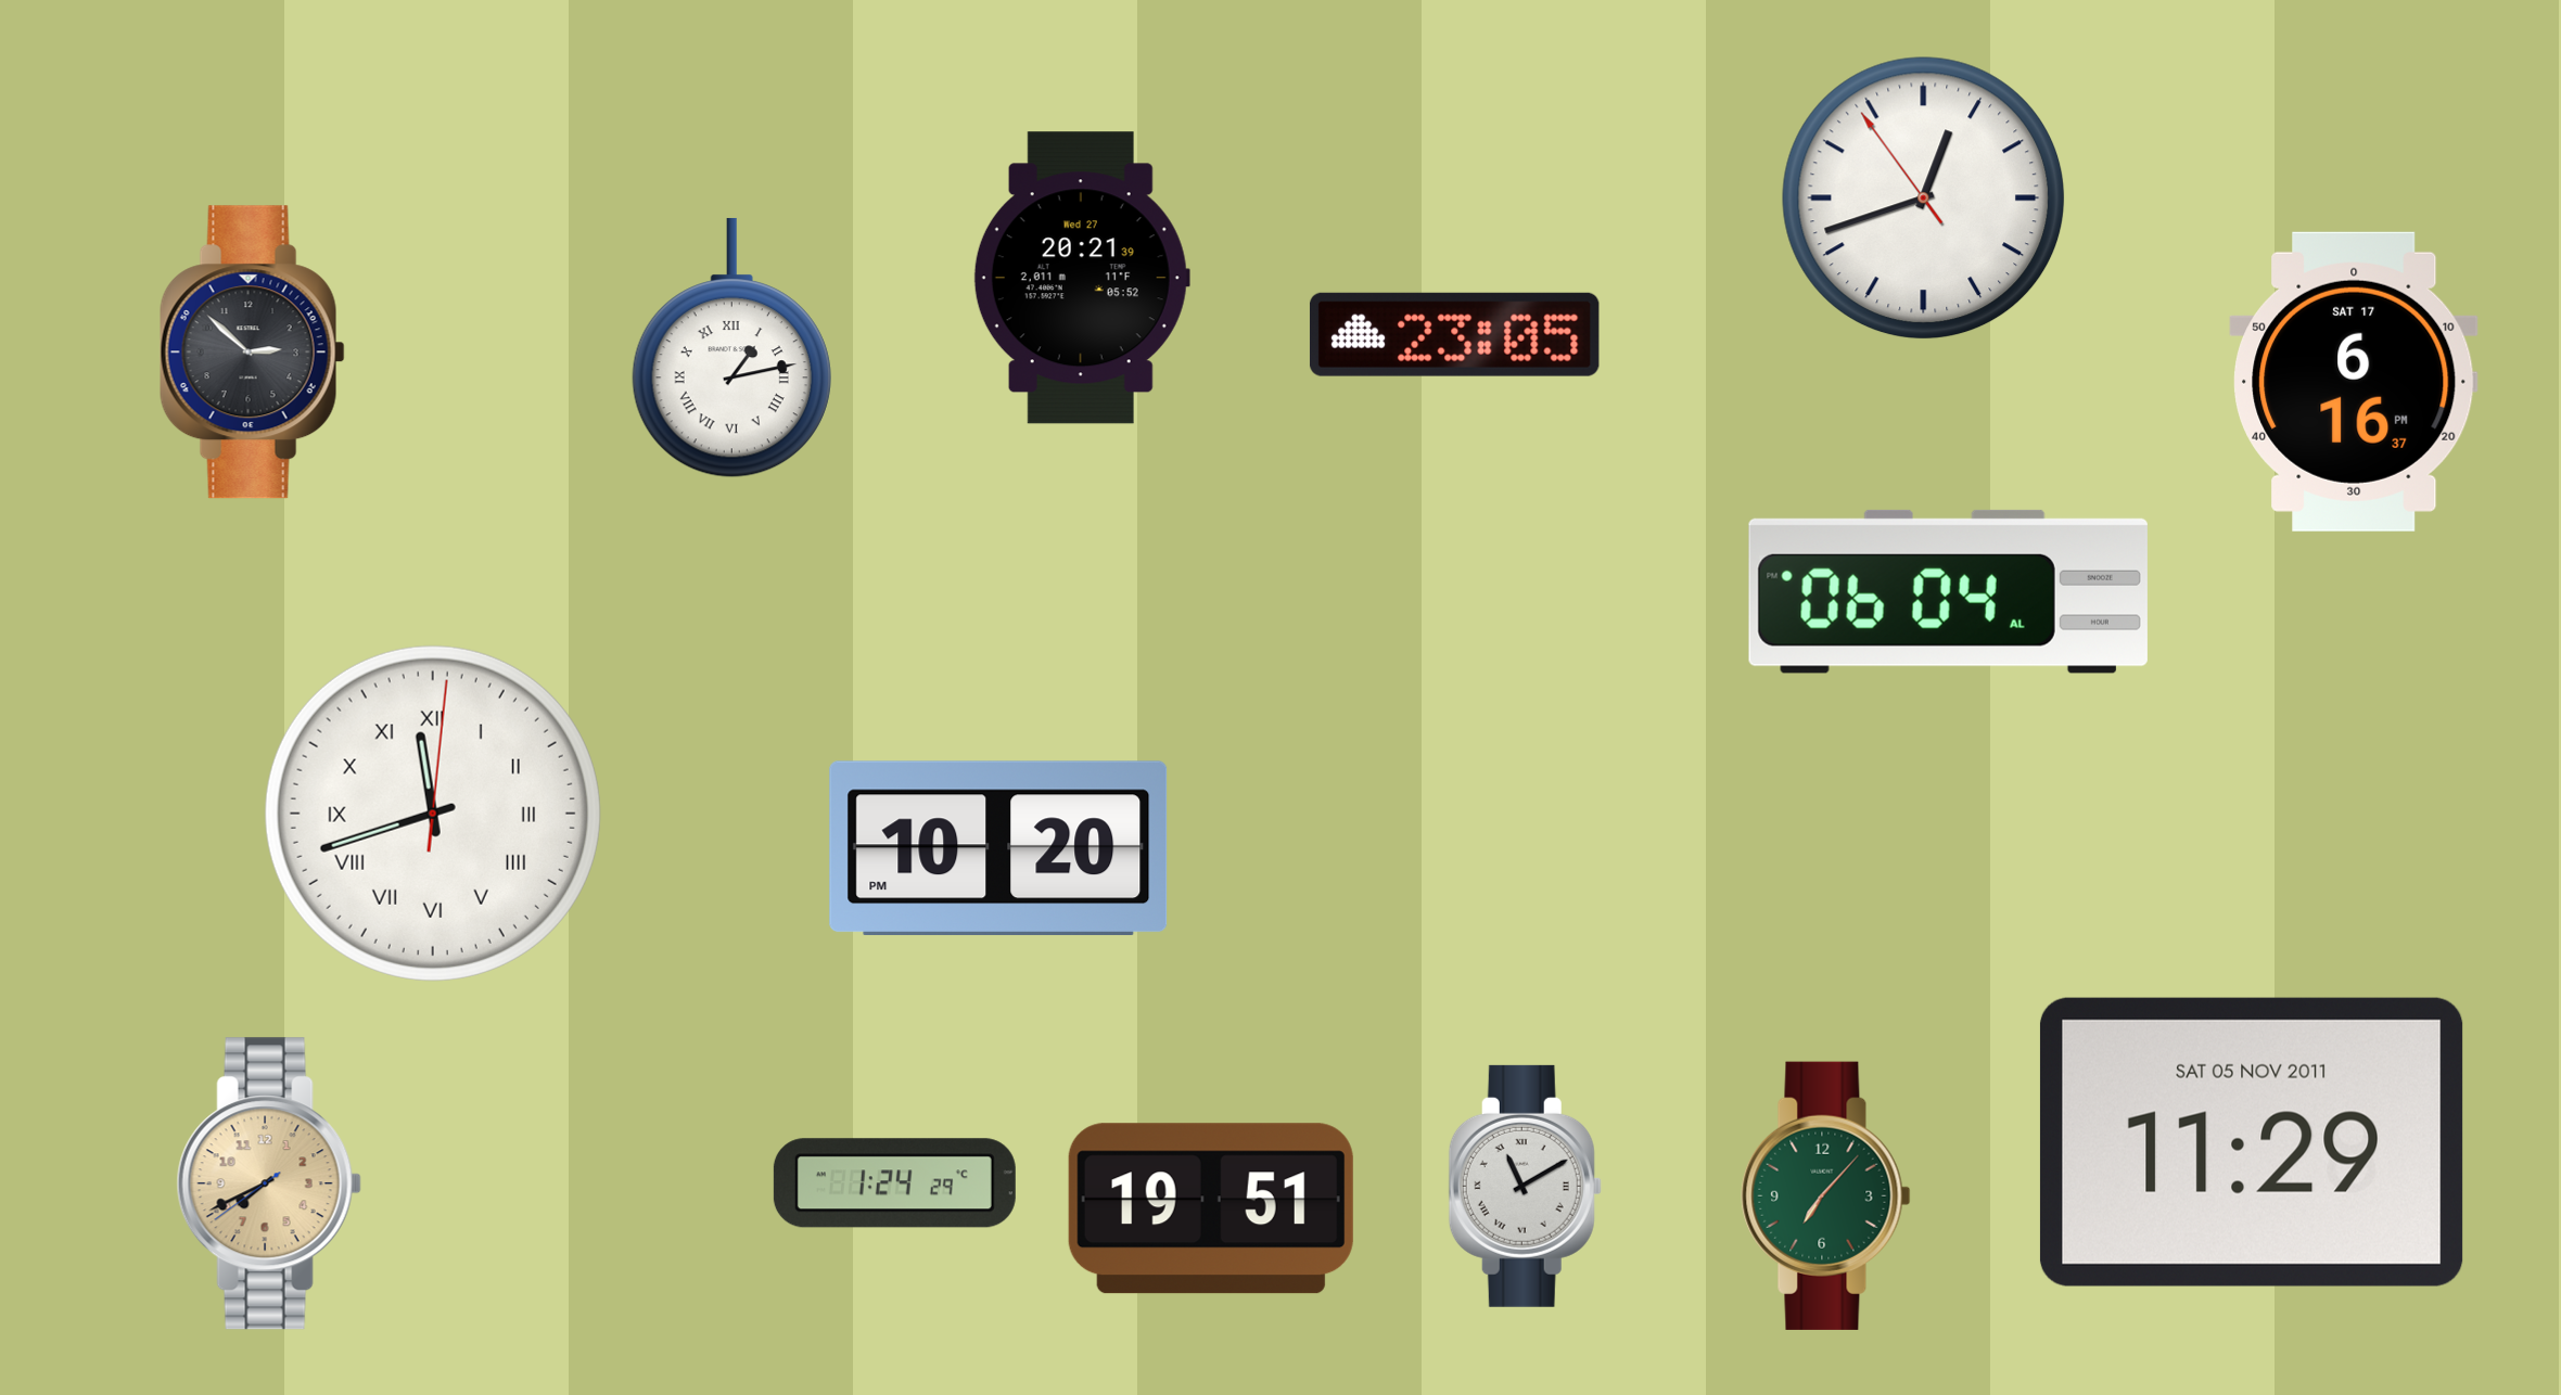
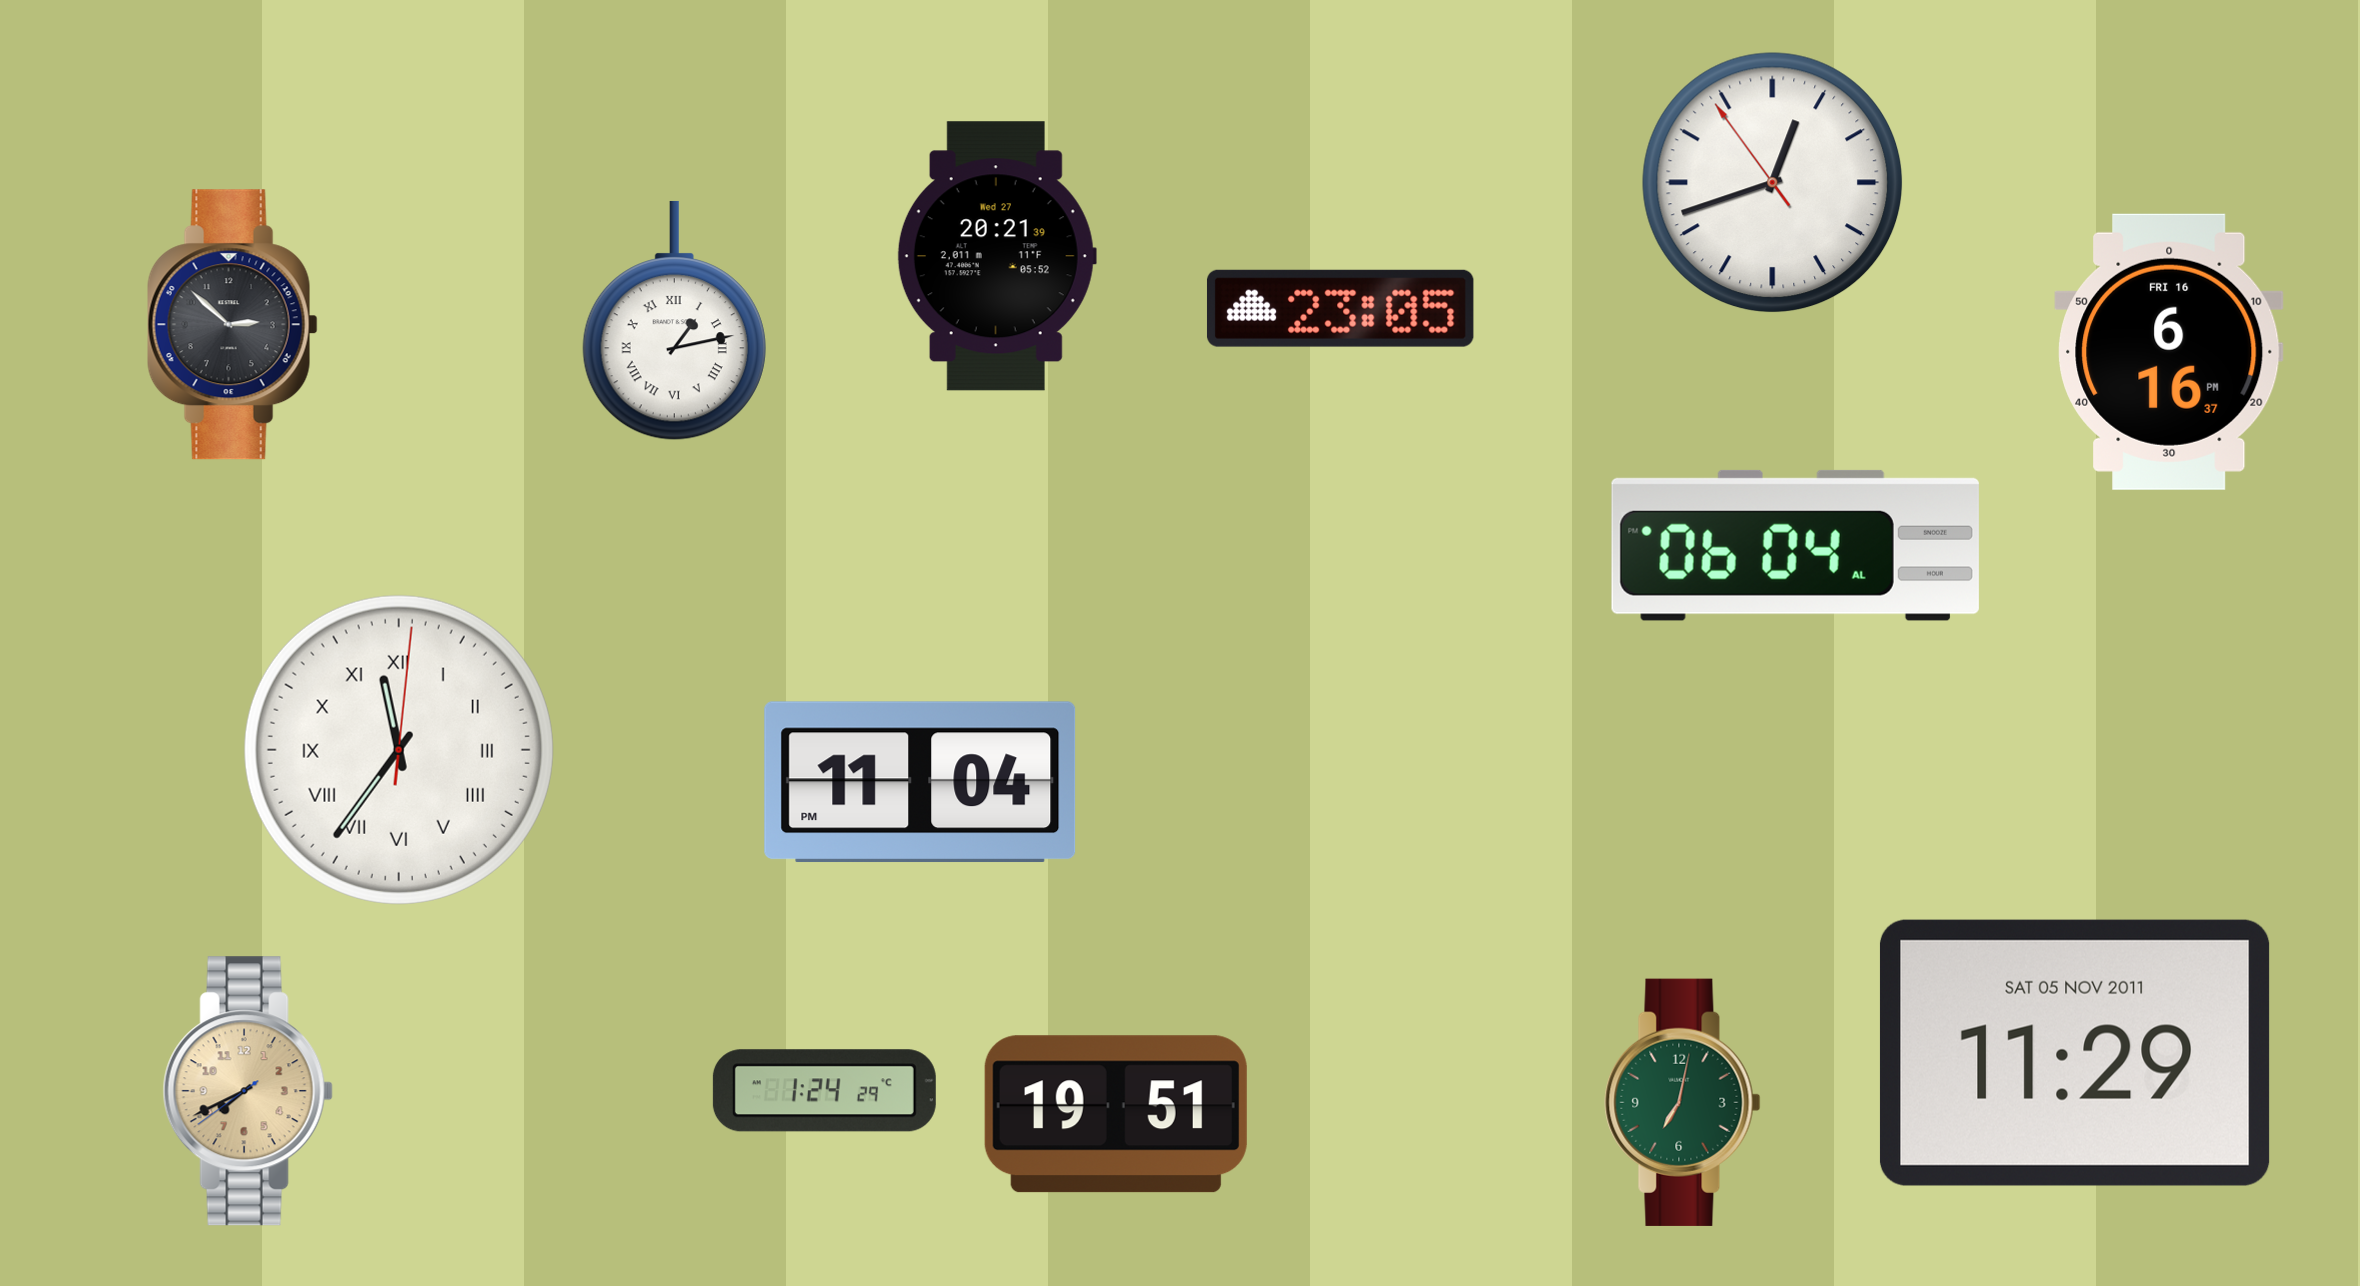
clock at (2354, 382) date: SAT 17 -> FRI 16
clock at (433, 814): 11:42 -> 11:36
clock at (998, 848): 10:20 -> 11:04
clock at (1525, 1186): 11:10 -> none
clock at (1826, 1195): 7:07 -> 7:02
